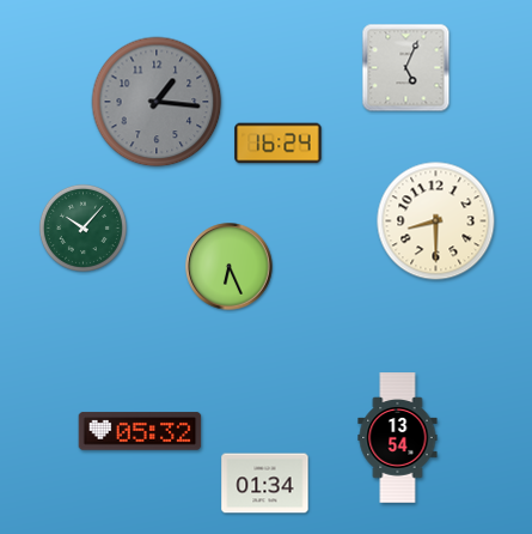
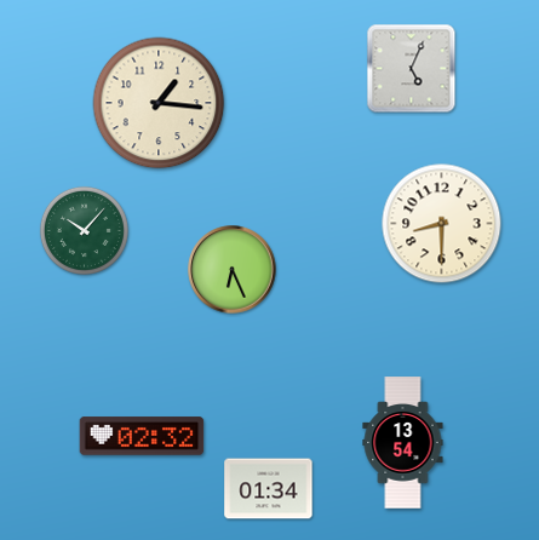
clock at (157, 102) dial: grey -> cream
clock at (279, 144): 16:24 -> none
clock at (140, 431): 05:32 -> 02:32
